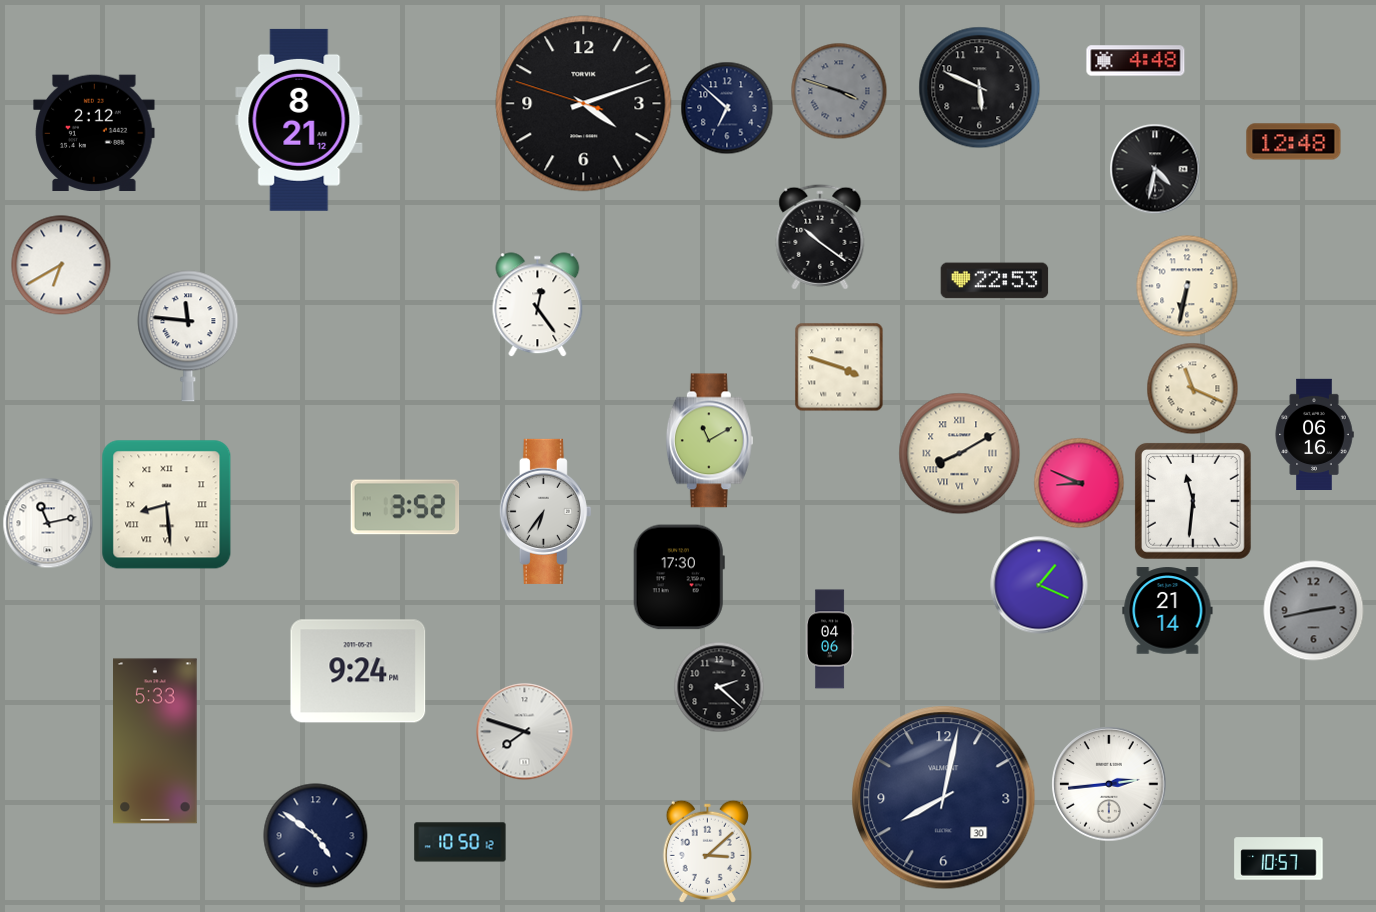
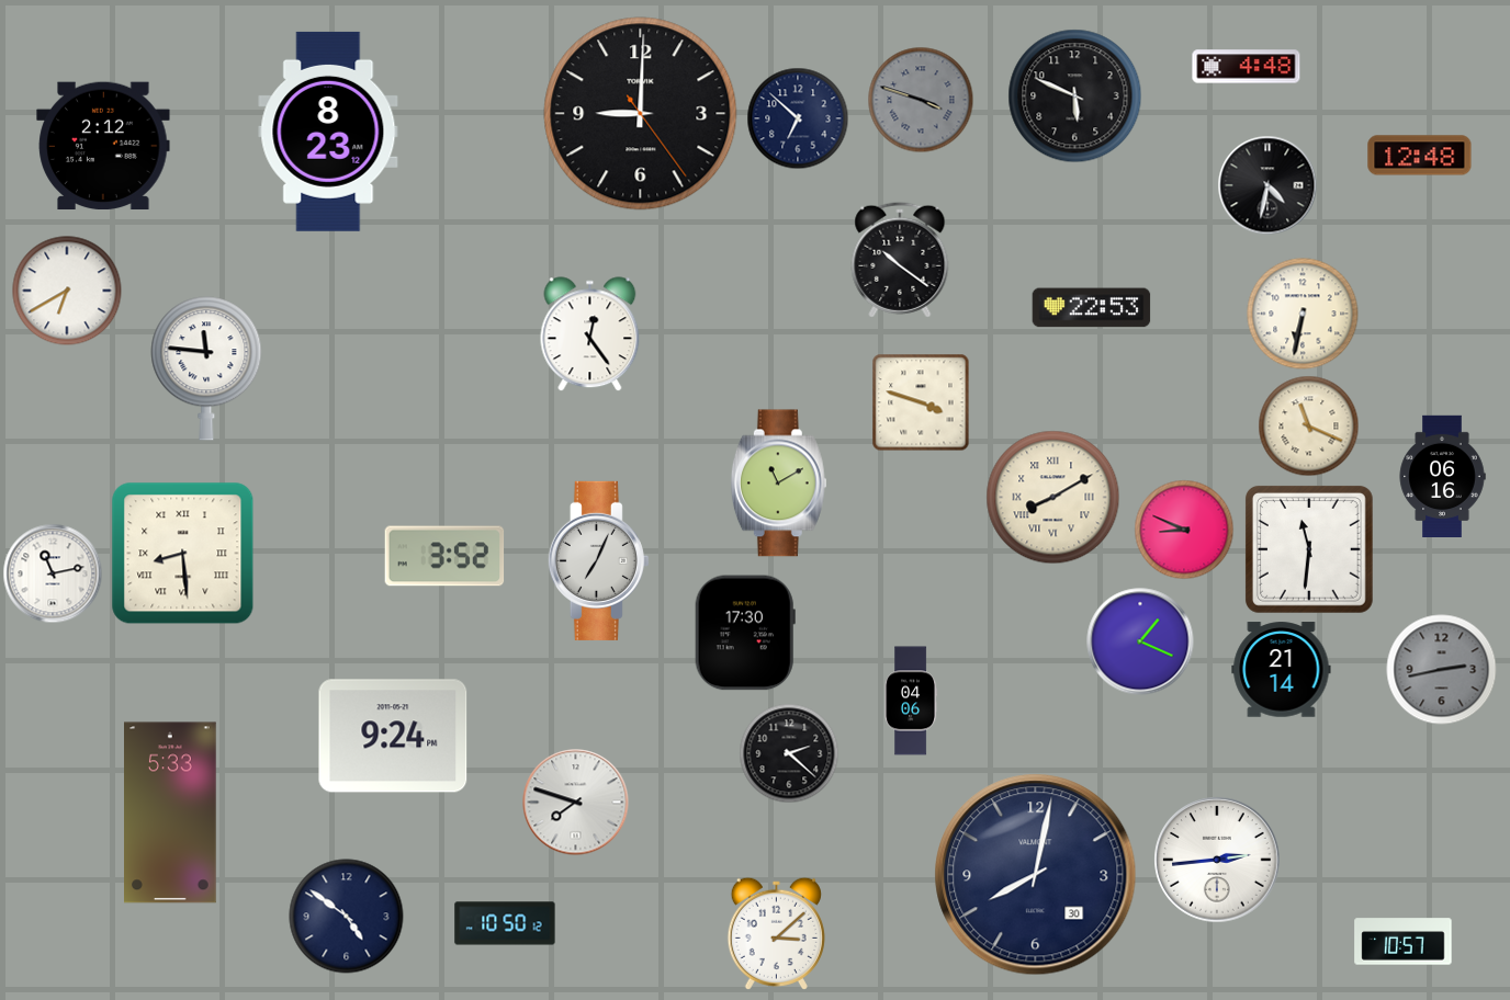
clock at (584, 104): 4:11 -> 9:00
clock at (299, 120): 8:21 -> 8:23
clock at (545, 511): 6:36 -> 7:04
